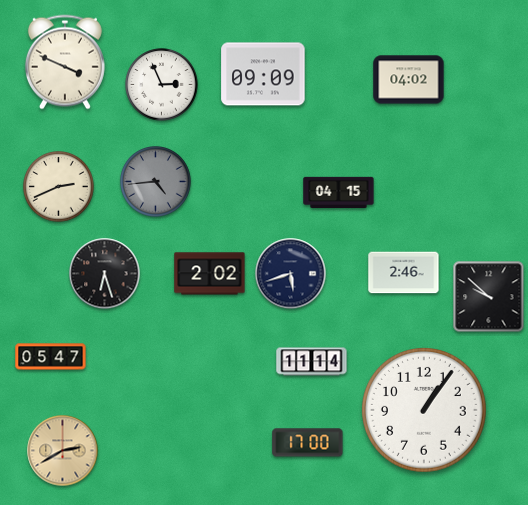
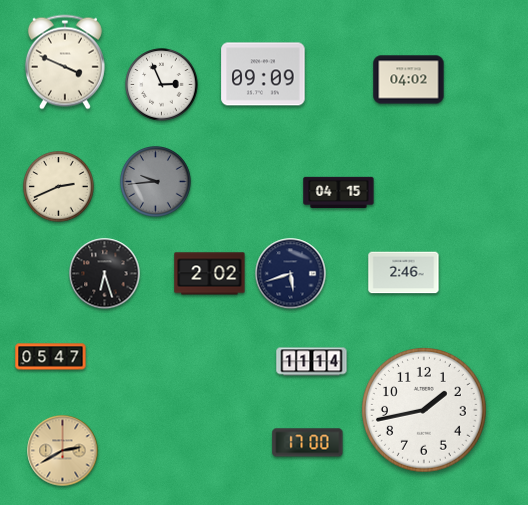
clock at (156, 182): 4:44 -> 9:44
clock at (489, 297): 9:52 -> none
clock at (425, 411): 1:06 -> 1:43
